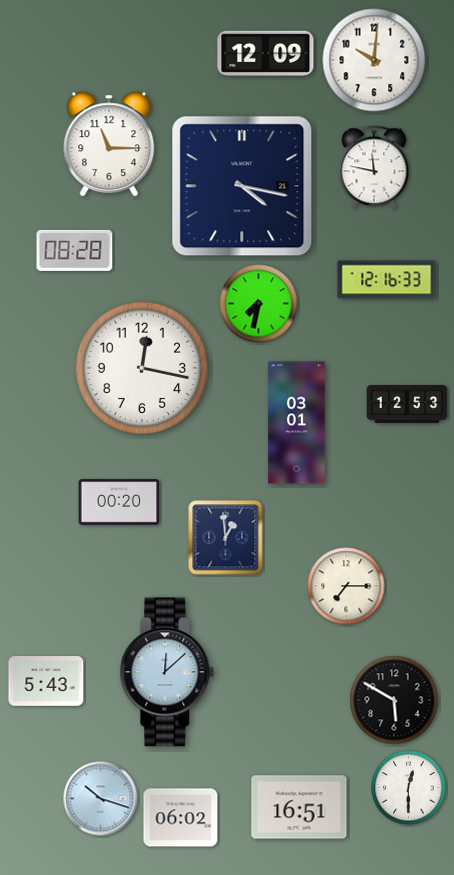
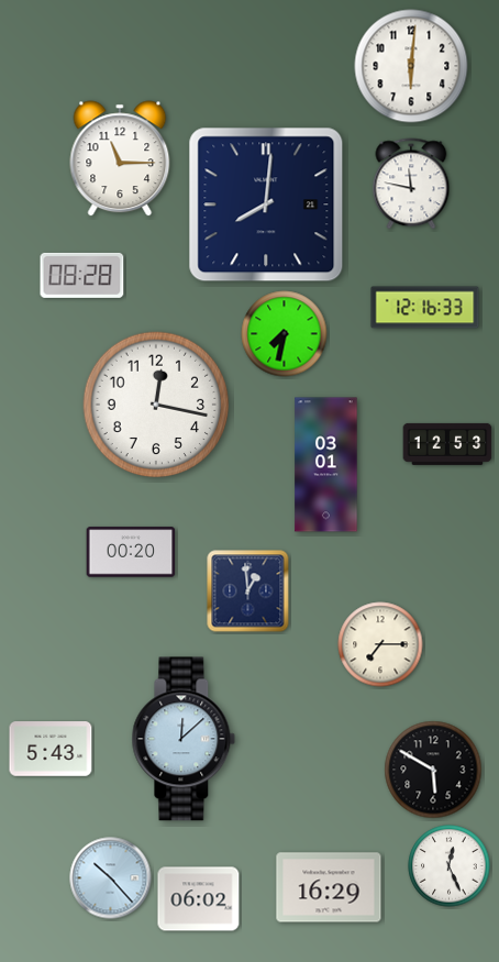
clock at (266, 53): 12:09 -> none
clock at (374, 60): 10:01 -> 6:01
clock at (242, 186): 4:17 -> 8:01
clock at (409, 788): 12:30 -> 12:26
clock at (101, 799): 10:18 -> 10:23
clock at (299, 807): 16:51 -> 16:29
